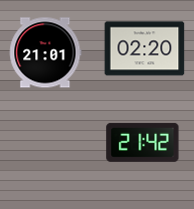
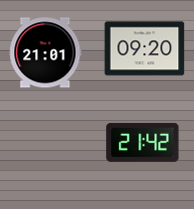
clock at (145, 49): 02:20 -> 09:20
